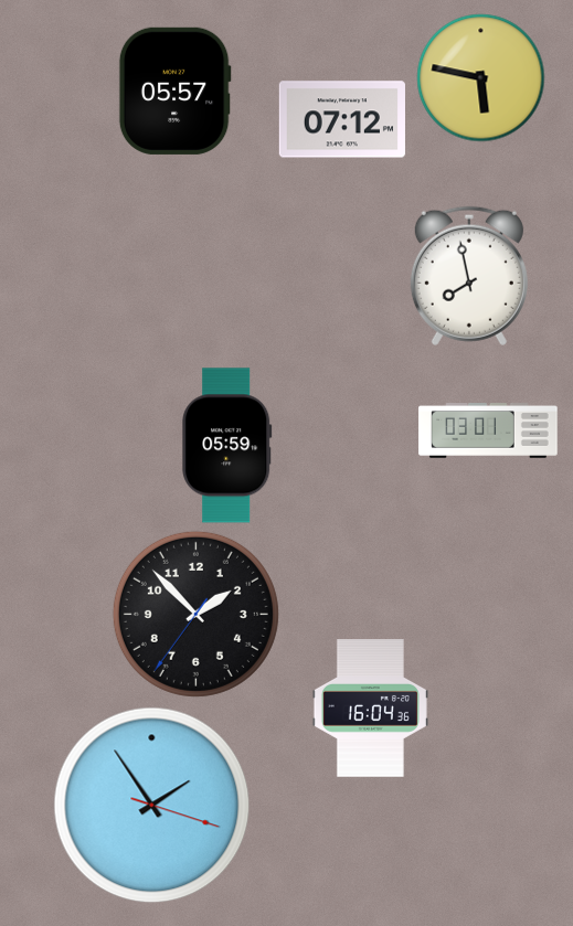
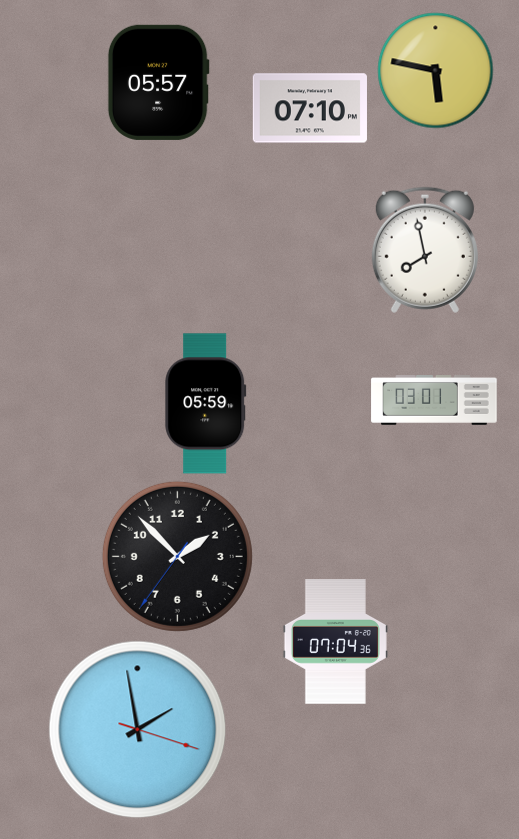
clock at (342, 119): 07:12 -> 07:10
clock at (488, 432) position: (488, 432) -> (434, 401)
clock at (370, 709): 16:04 -> 07:04
clock at (152, 806): 1:54 -> 1:58
